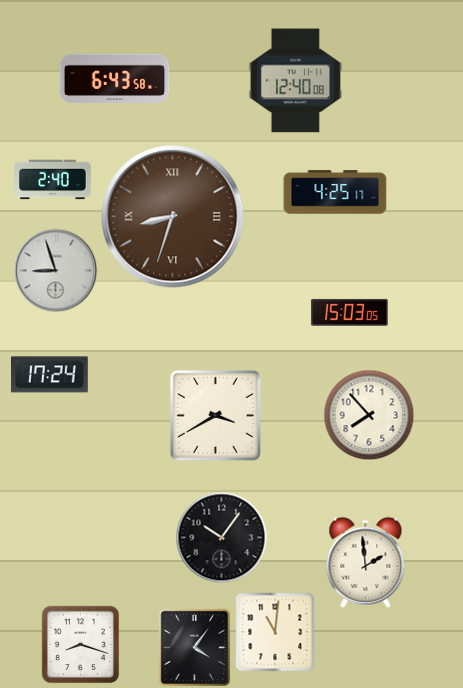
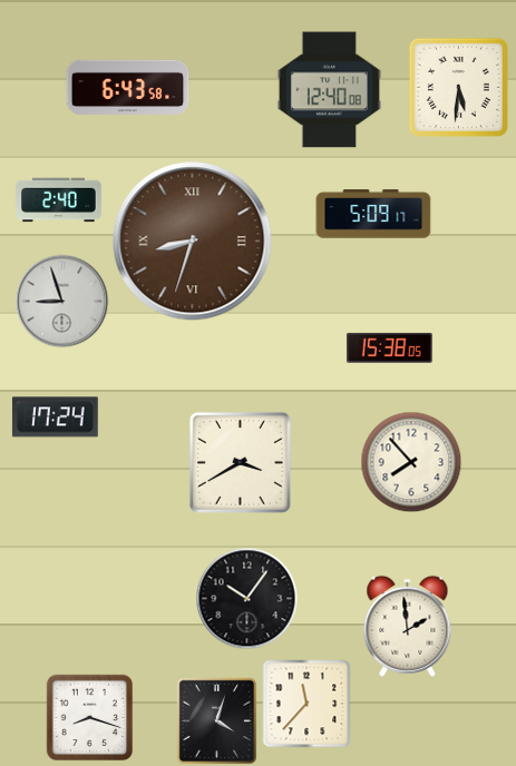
clock at (458, 87): none -> 5:31
clock at (335, 192): 4:25 -> 5:09
clock at (349, 312): 15:03 -> 15:38
clock at (275, 632): 11:01 -> 11:37
clock at (195, 647): 4:06 -> 4:03
